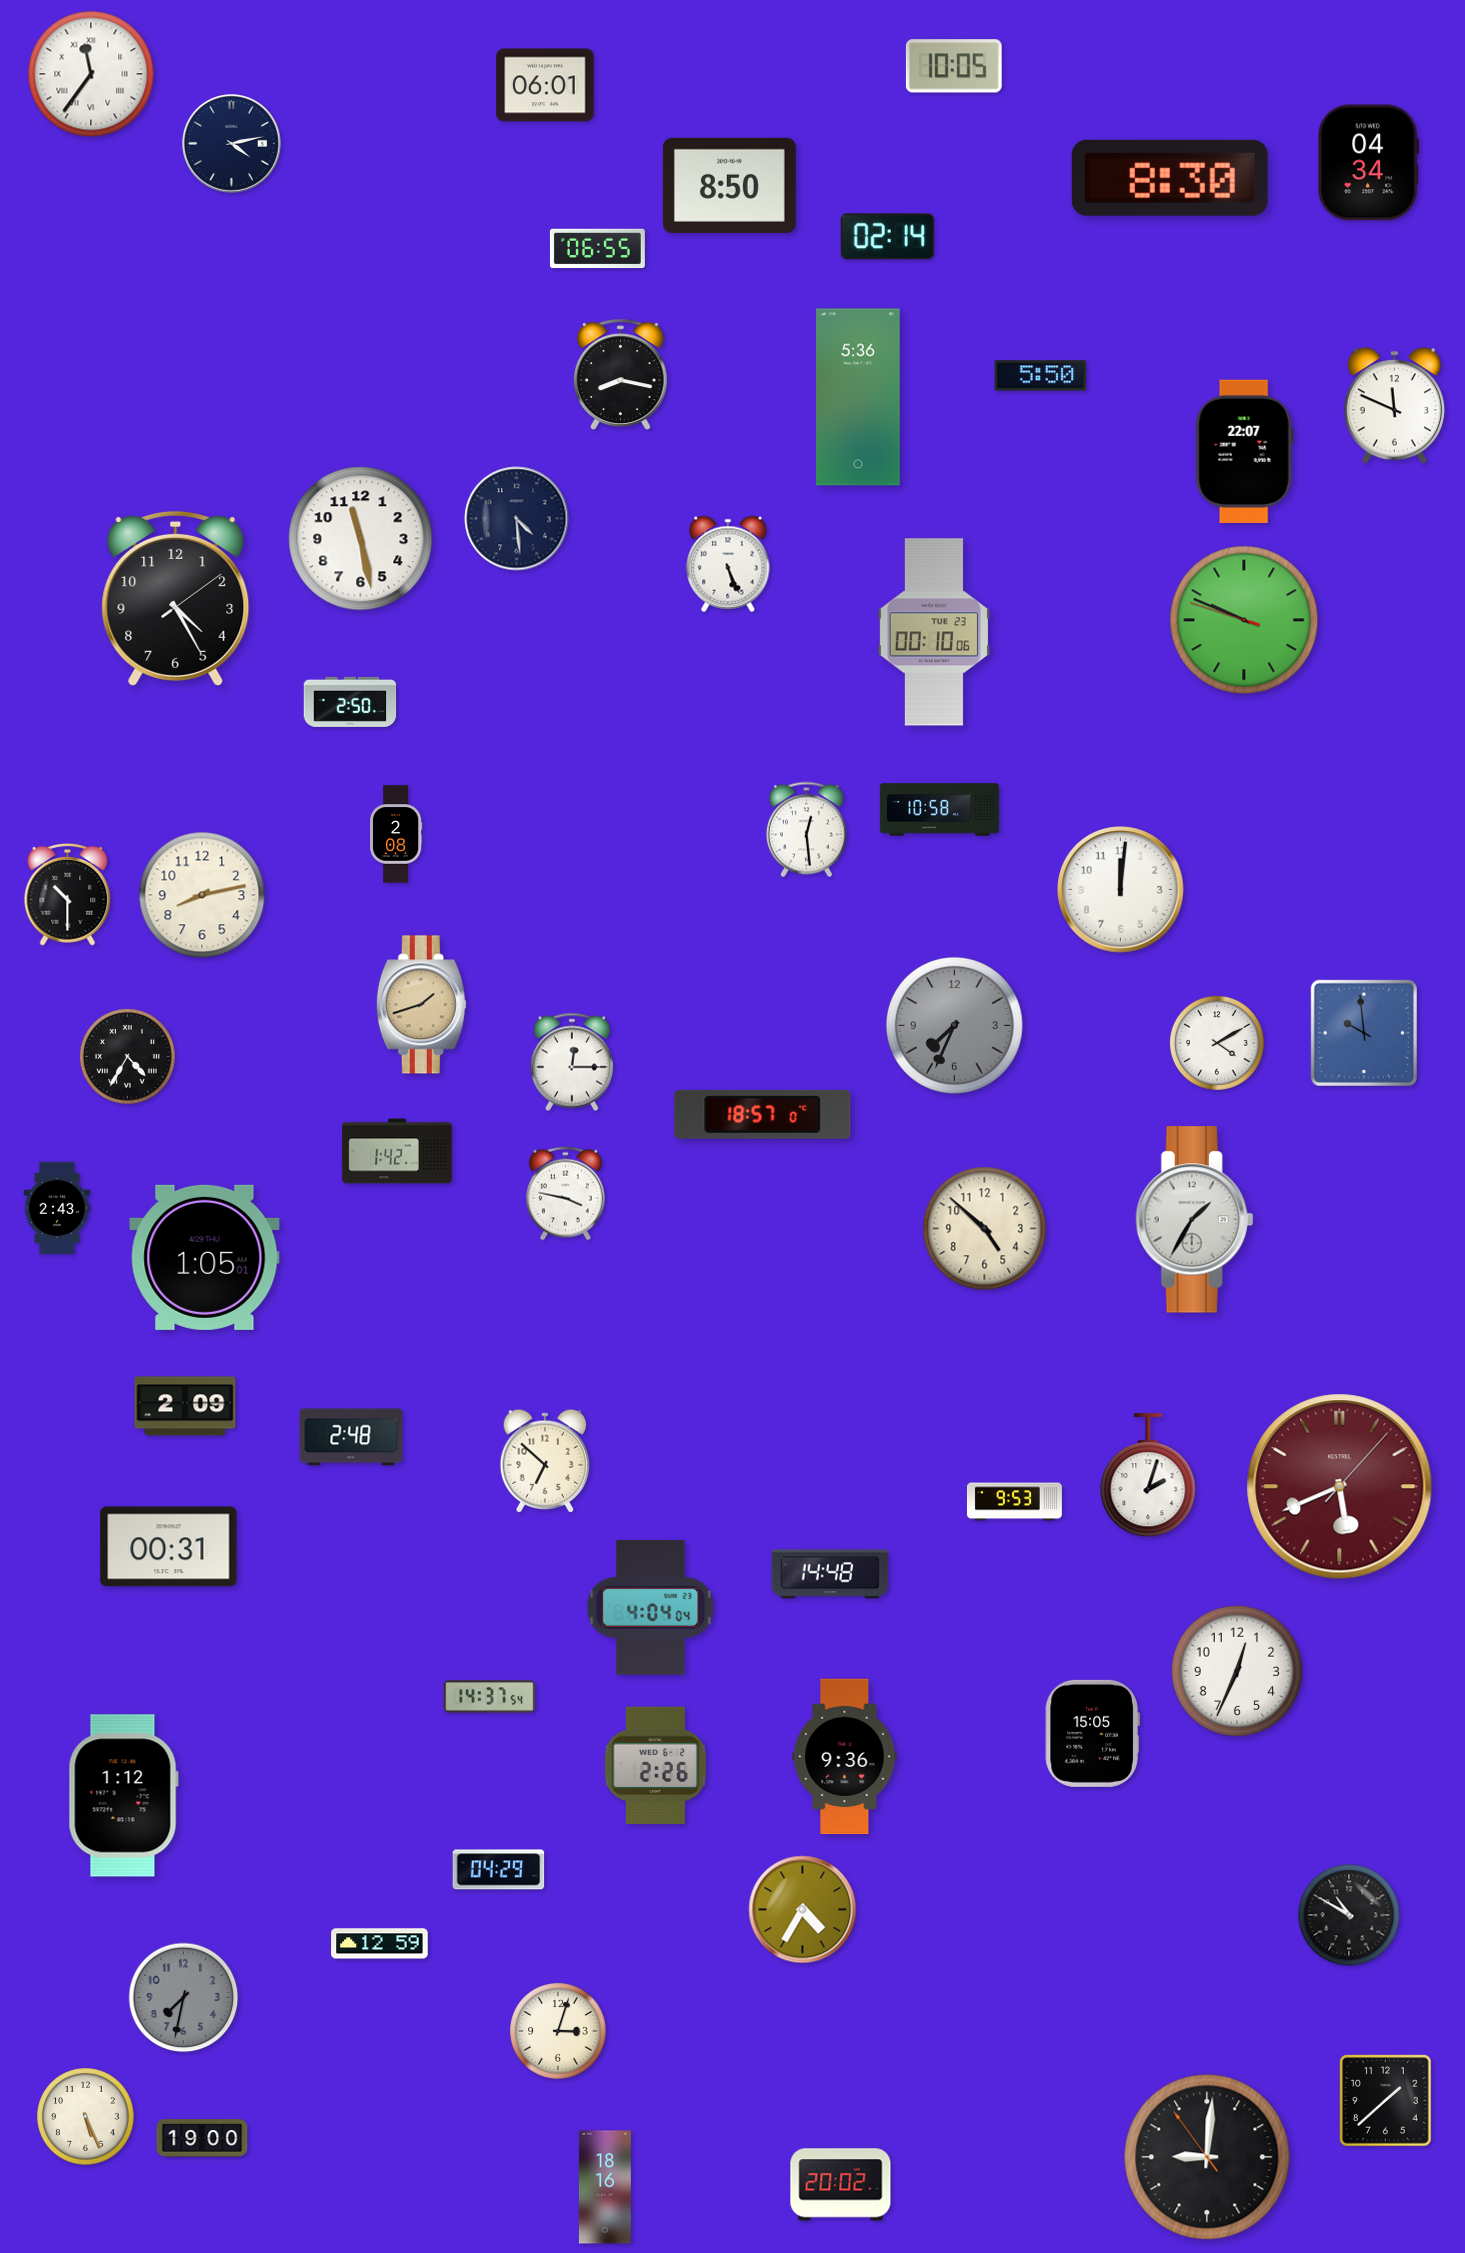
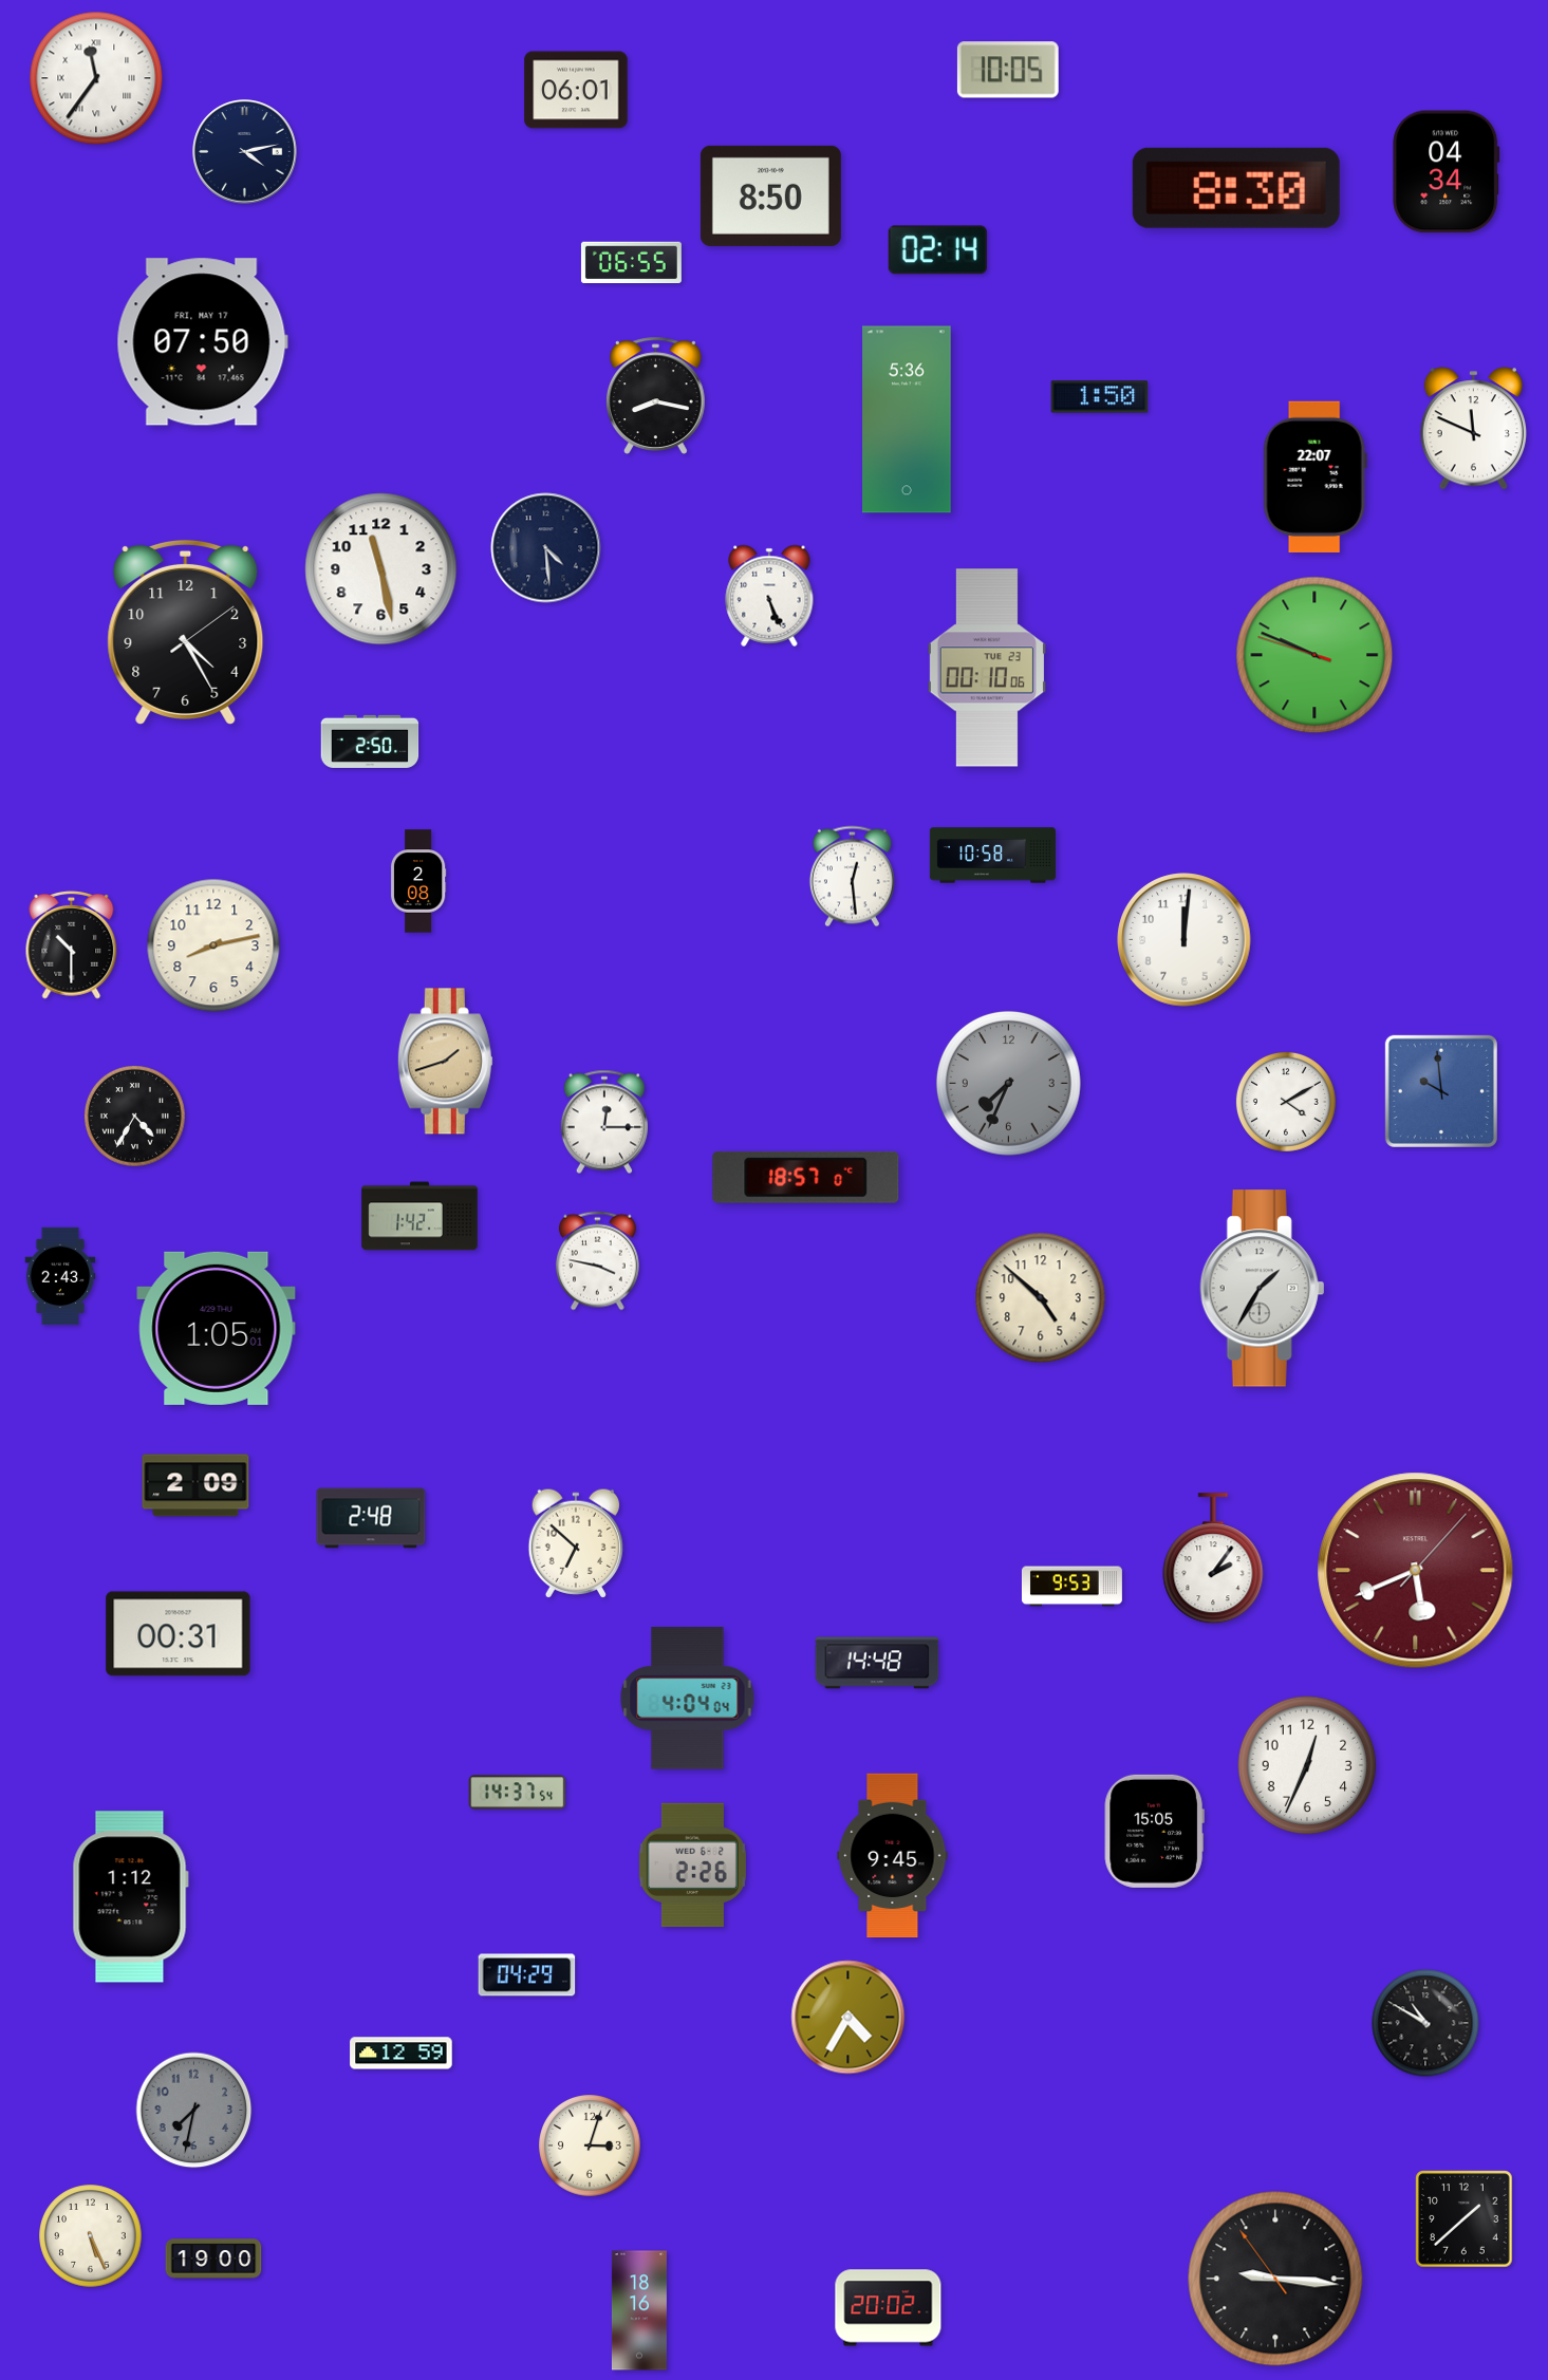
clock at (202, 342): none -> 07:50
clock at (1041, 376): 5:50 -> 1:50
clock at (1148, 1476): 2:03 -> 2:06
clock at (845, 1757): 9:36 -> 9:45
clock at (1207, 2157): 9:00 -> 9:15
